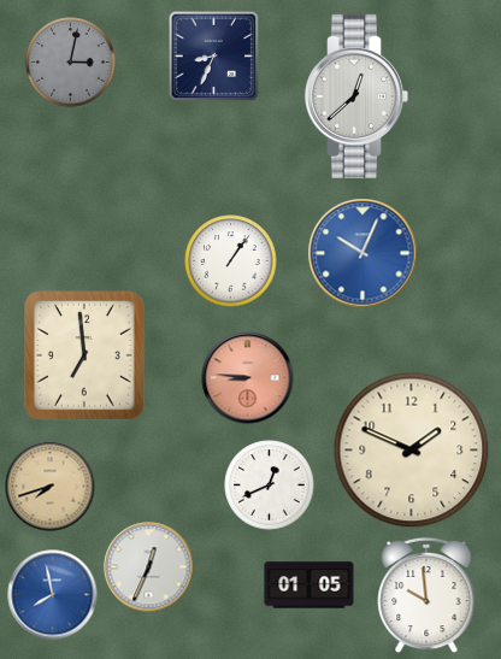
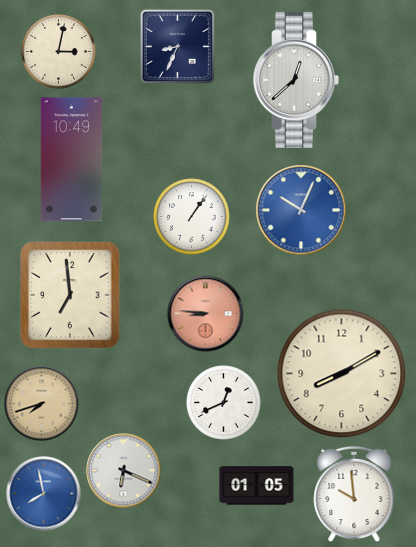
clock at (71, 63) dial: grey -> cream
clock at (72, 160): none -> 10:49
clock at (412, 451): 1:49 -> 8:10
clock at (149, 567): 12:34 -> 6:19
